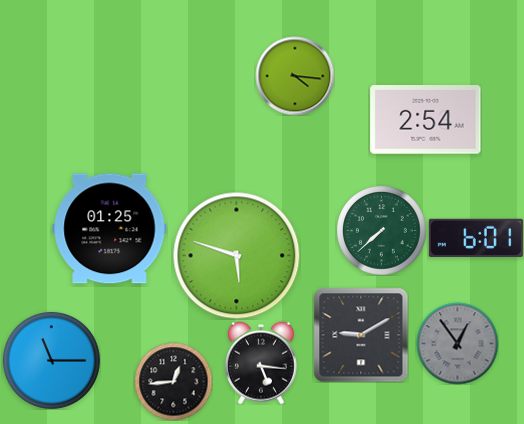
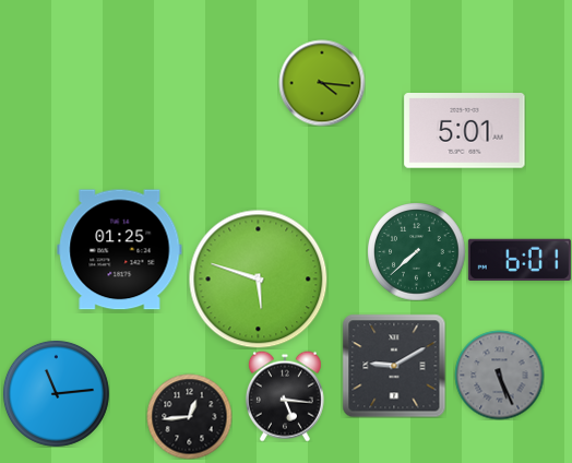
clock at (426, 120): 2:54 -> 5:01
clock at (457, 343): 12:54 -> 5:26
clock at (51, 360): 11:15 -> 11:14
